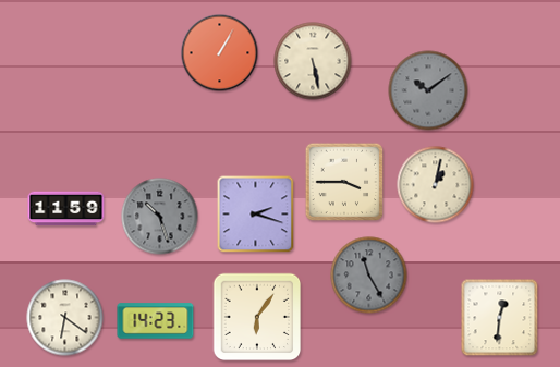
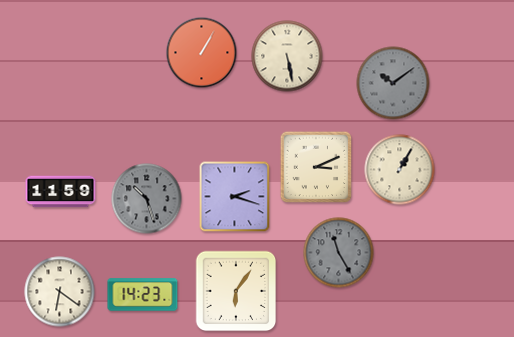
clock at (220, 53) position: (220, 53) -> (202, 53)
clock at (344, 182): 3:45 -> 3:11
clock at (436, 185): 1:02 -> 1:05
clock at (500, 318): 12:31 -> none
